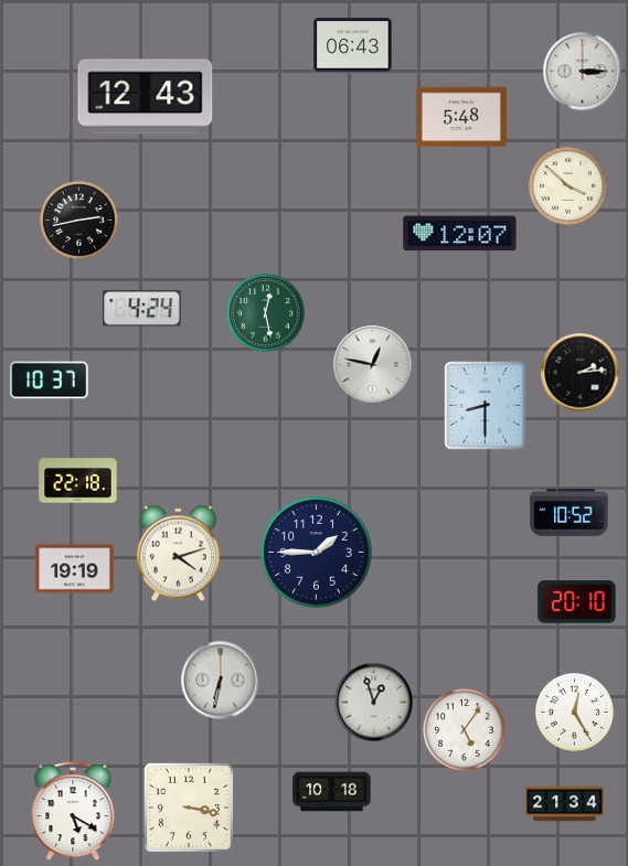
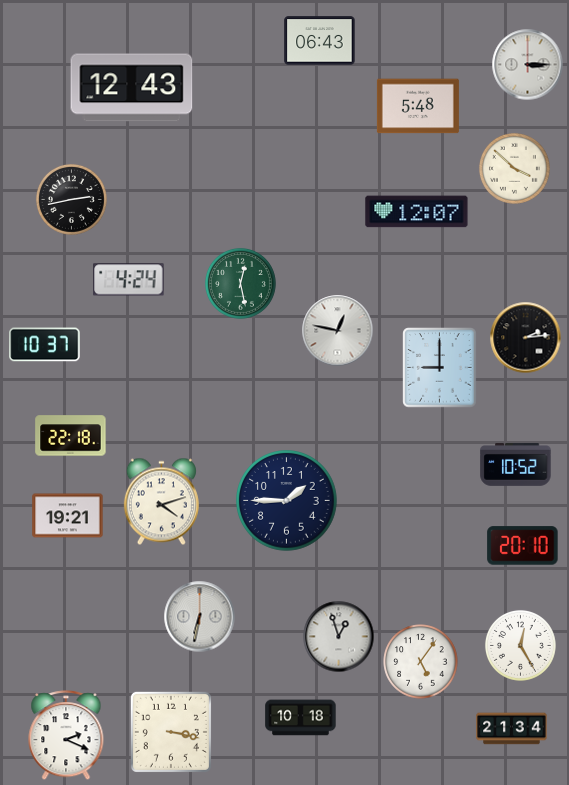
clock at (486, 406): 8:30 -> 9:00
clock at (75, 569): 19:19 -> 19:21
clock at (73, 812): 5:20 -> 2:19
